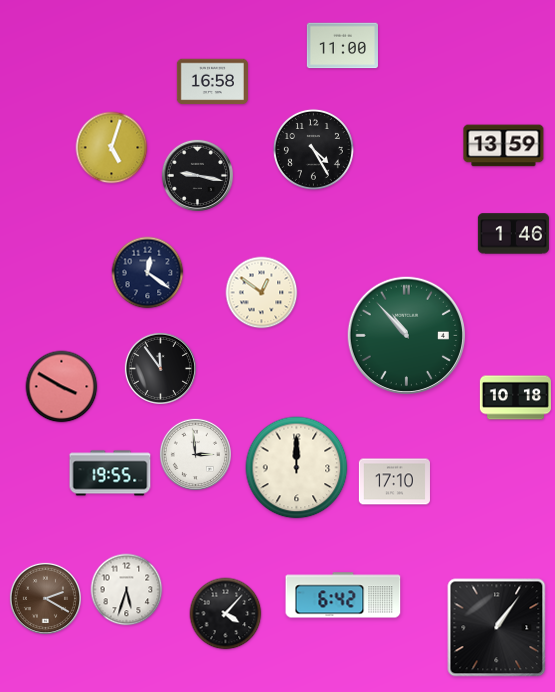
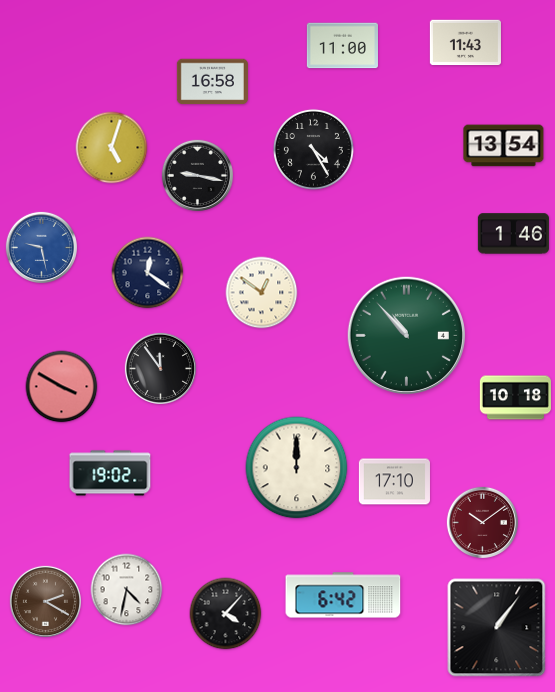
clock at (465, 43): none -> 11:43
clock at (504, 146): 13:59 -> 13:54
clock at (41, 247): none -> 9:28
clock at (195, 454): 2:59 -> none
clock at (110, 473): 19:55 -> 19:02
clock at (482, 522): none -> 10:09
clock at (127, 590): 5:33 -> 4:32
clock at (45, 598) position: (45, 598) -> (45, 601)
